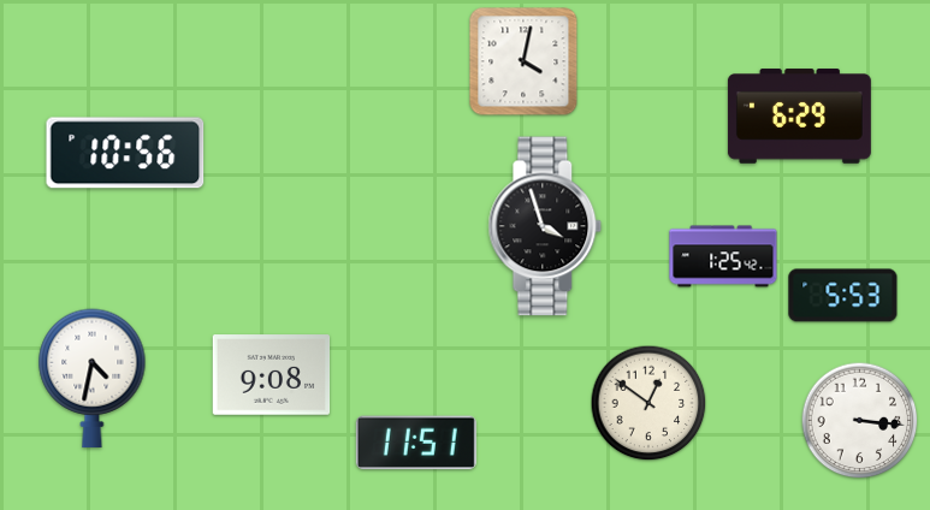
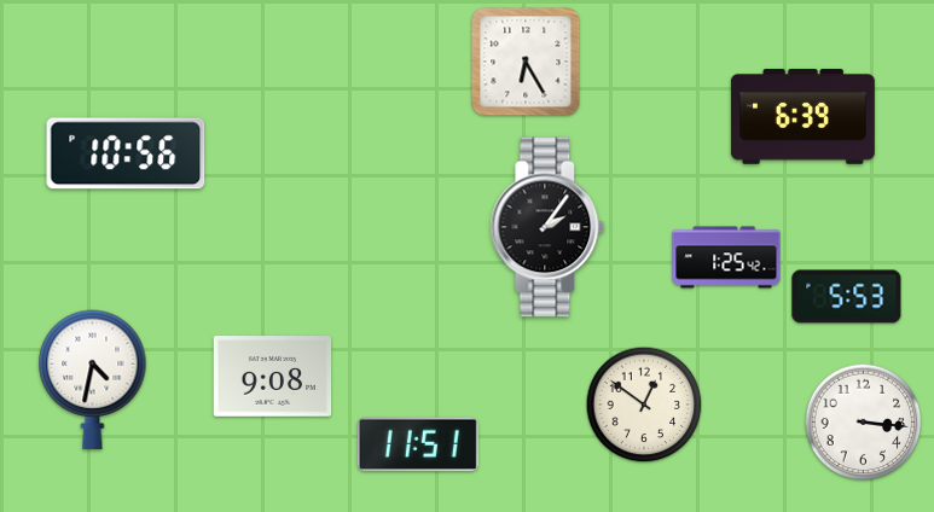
clock at (523, 61): 4:02 -> 6:25
clock at (799, 117): 6:29 -> 6:39
clock at (545, 226): 3:57 -> 2:06
clock at (648, 403) position: (648, 403) -> (644, 405)
